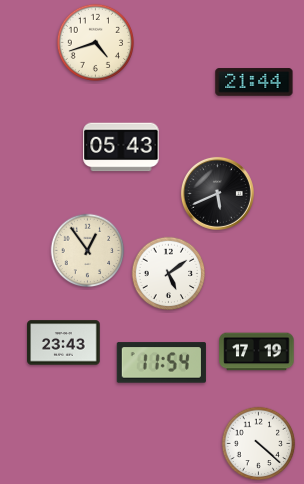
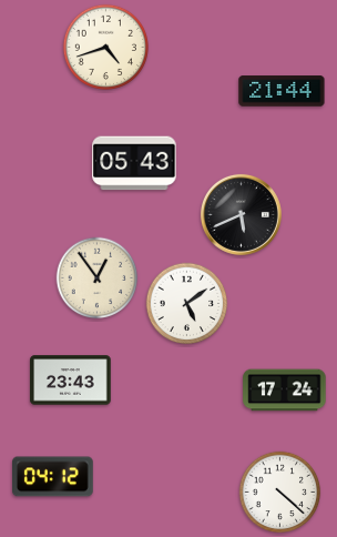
clock at (257, 352): 17:19 -> 17:24
clock at (161, 363): 11:54 -> none
clock at (53, 477): none -> 04:12
clock at (259, 444) position: (259, 444) -> (280, 493)
